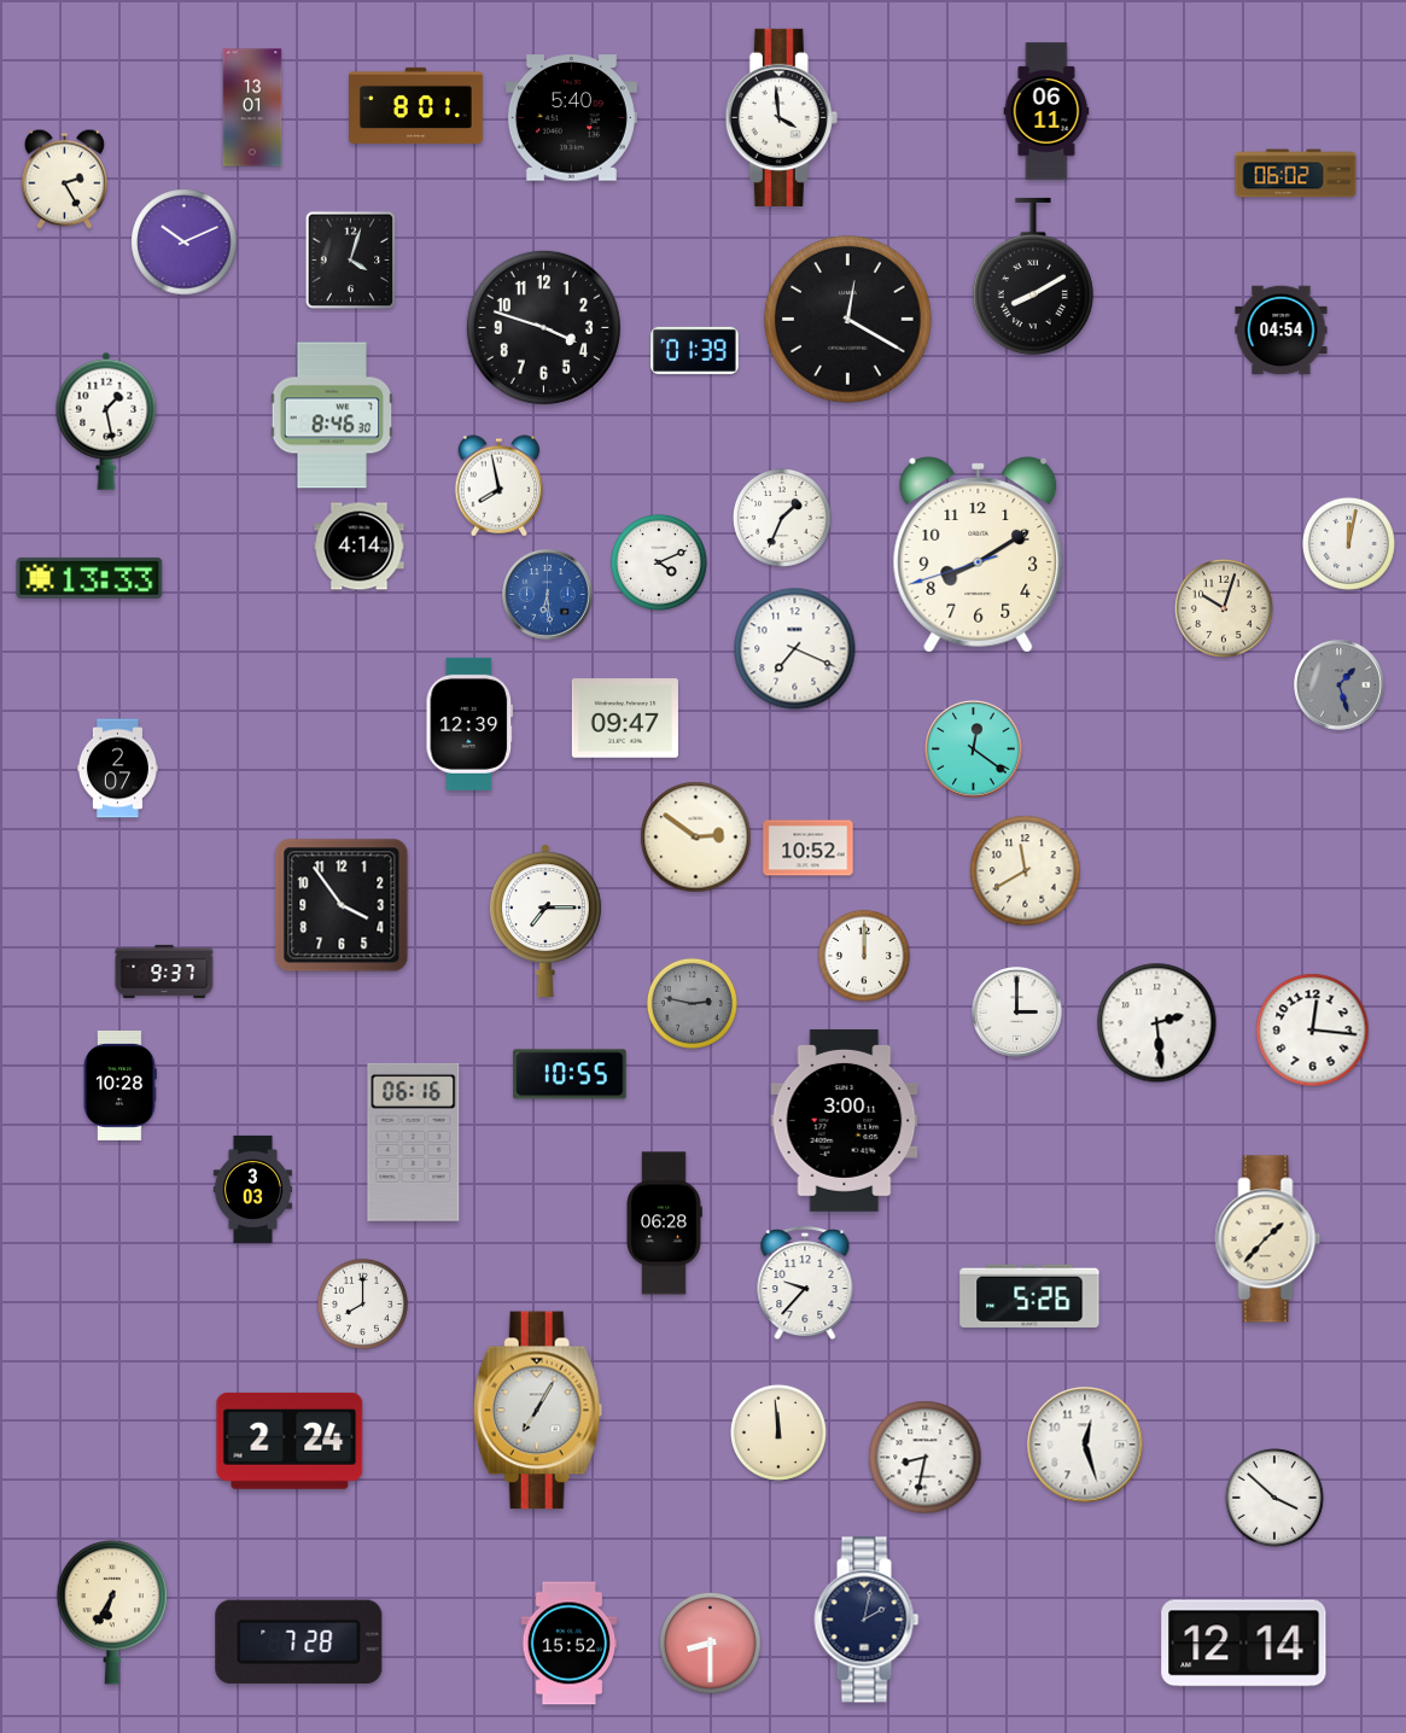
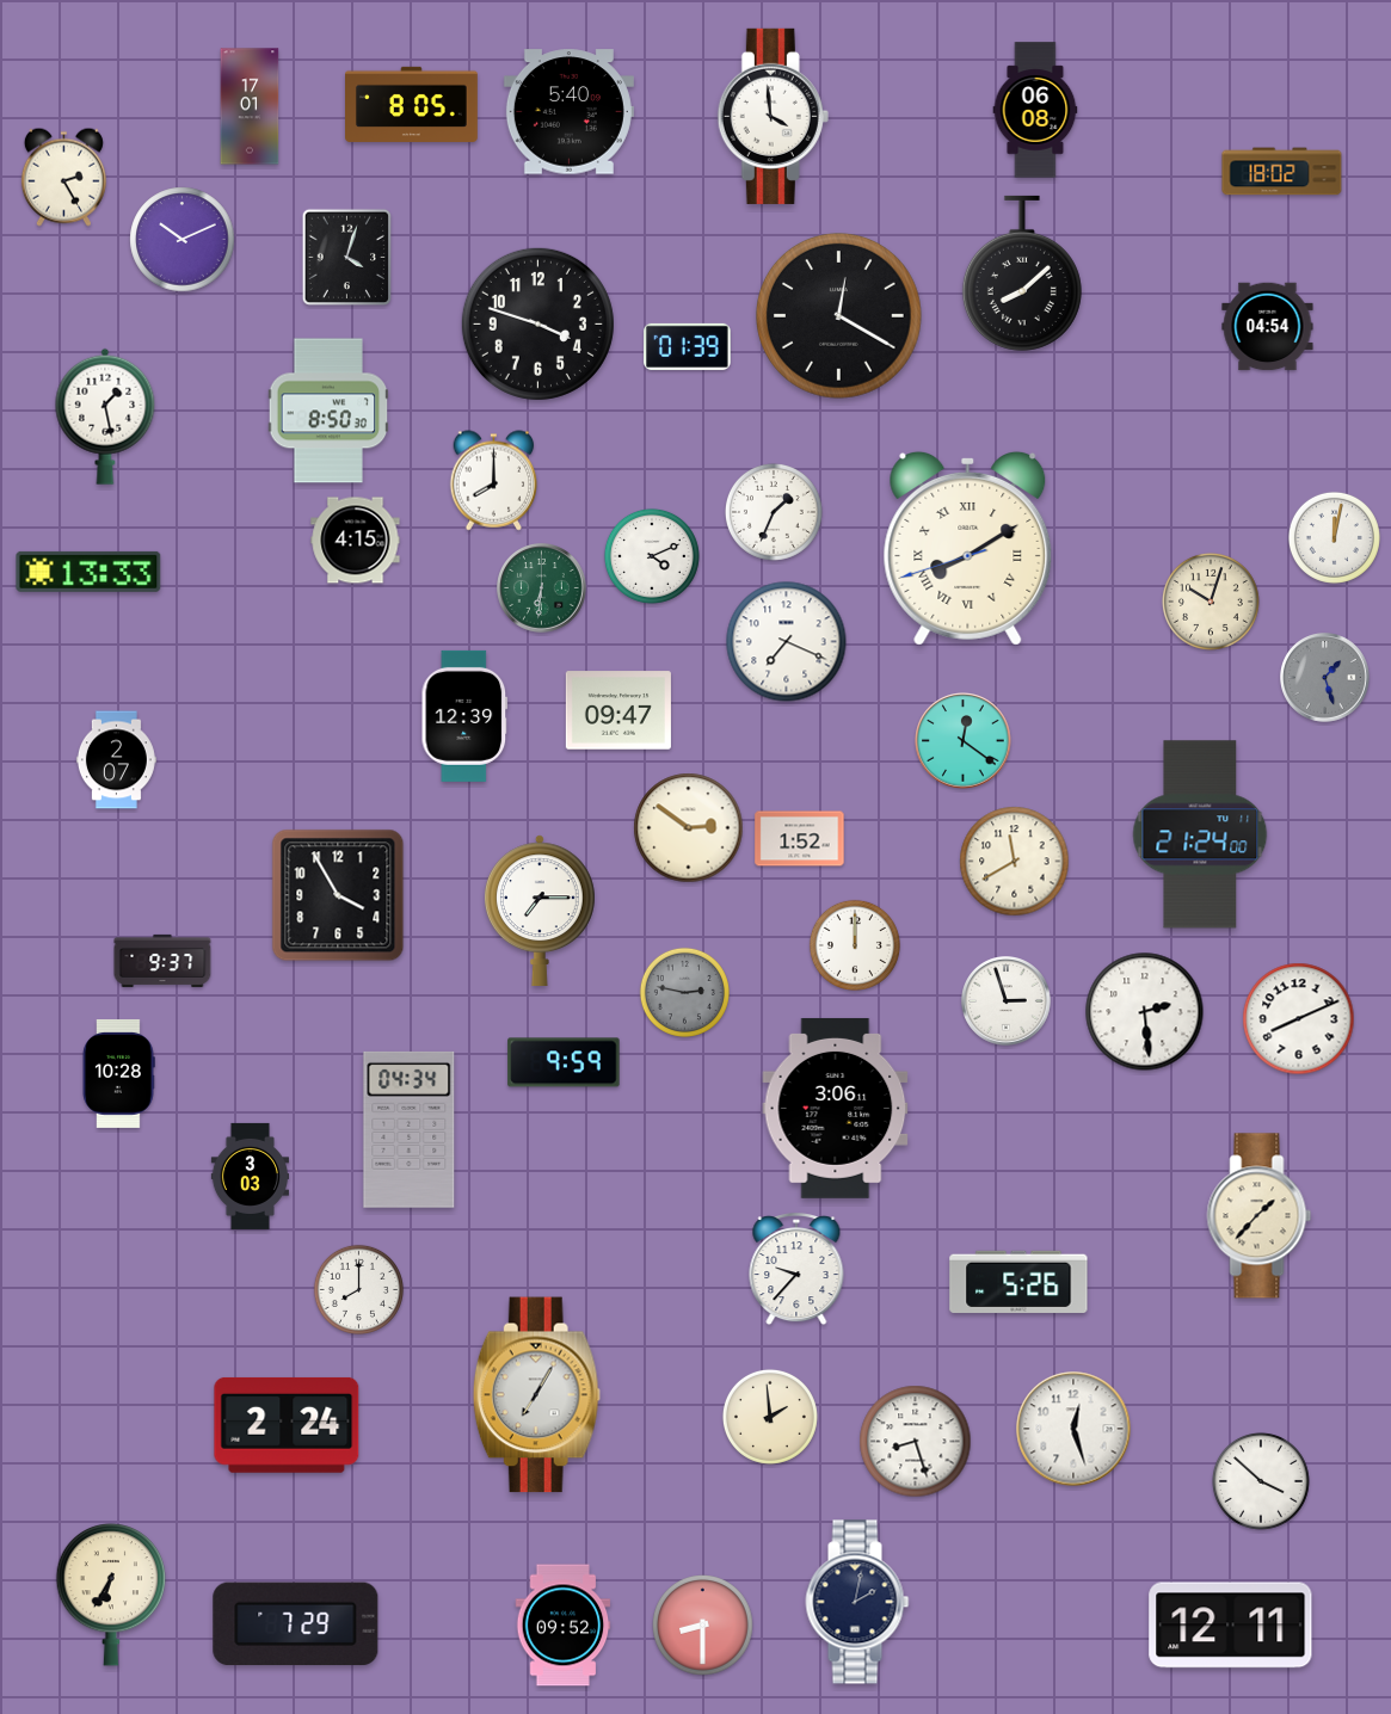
clock at (416, 105): 8:01 -> 8:05
clock at (252, 107): 13:01 -> 17:01
clock at (1046, 111): 06:11 -> 06:08
clock at (571, 118) position: (571, 118) -> (568, 112)
clock at (1296, 174): 06:02 -> 18:02
clock at (1033, 276): 8:10 -> 8:08
clock at (332, 415): 8:46 -> 8:50
clock at (500, 486): 7:58 -> 8:00
clock at (360, 547): 4:14 -> 4:15
clock at (979, 554) numerals: Arabic -> Roman
clock at (548, 595): 6:29 -> 6:31
clock at (548, 595) dial: blue -> green
clock at (1200, 834): none -> 21:24
clock at (809, 848): 10:52 -> 1:52
clock at (342, 905): 3:54 -> 3:55
clock at (1017, 1013): 3:00 -> 2:57
clock at (1313, 1031): 12:16 -> 8:11
clock at (570, 1074): 10:55 -> 9:59
clock at (845, 1120): 3:00 -> 3:06
clock at (414, 1142): 06:16 -> 04:34
clock at (664, 1224): 06:28 -> none
clock at (1268, 1239) position: (1268, 1239) -> (1260, 1216)
clock at (537, 1411) position: (537, 1411) -> (536, 1395)
clock at (778, 1433): 11:59 -> 1:59
clock at (926, 1458): 8:32 -> 8:27
clock at (299, 1642): 7:28 -> 7:29
clock at (570, 1644): 15:52 -> 09:52
clock at (1244, 1644): 12:14 -> 12:11
